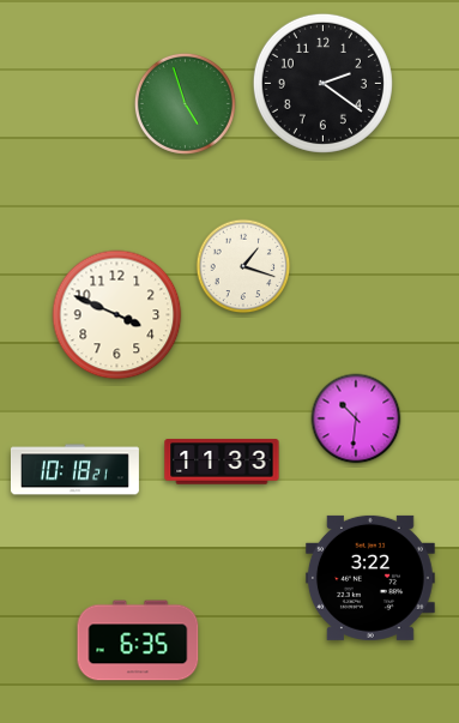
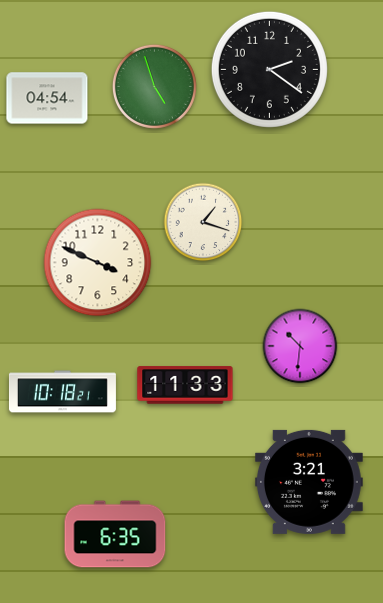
clock at (47, 98): none -> 04:54
clock at (356, 418) position: (356, 418) -> (300, 346)
clock at (370, 578): 3:22 -> 3:21
